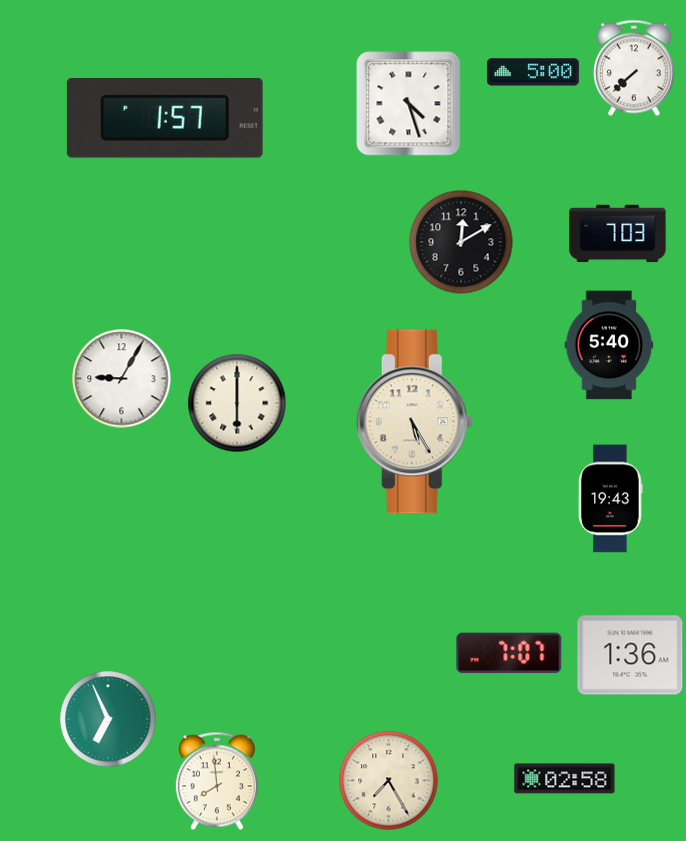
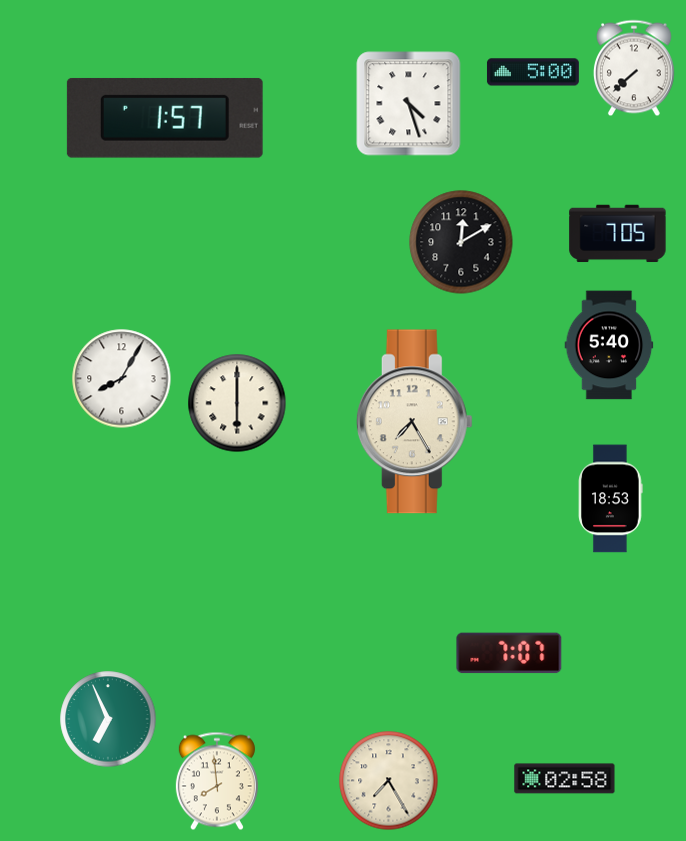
clock at (618, 234): 7:03 -> 7:05
clock at (122, 379): 9:05 -> 8:05
clock at (414, 422): 5:25 -> 7:25
clock at (611, 499): 19:43 -> 18:53
clock at (630, 655): 1:36 -> none
